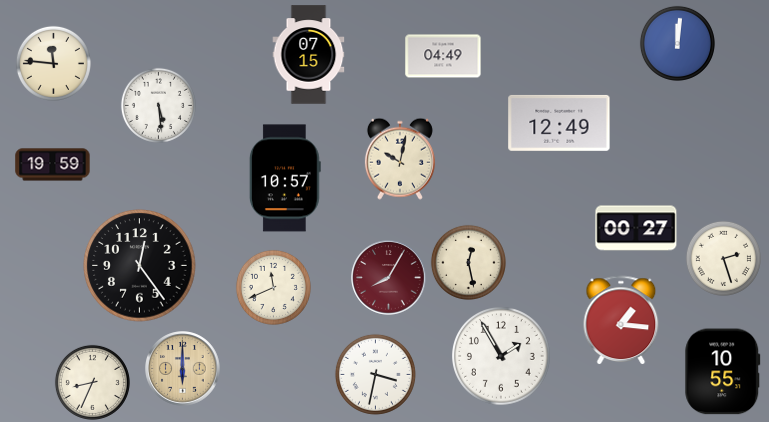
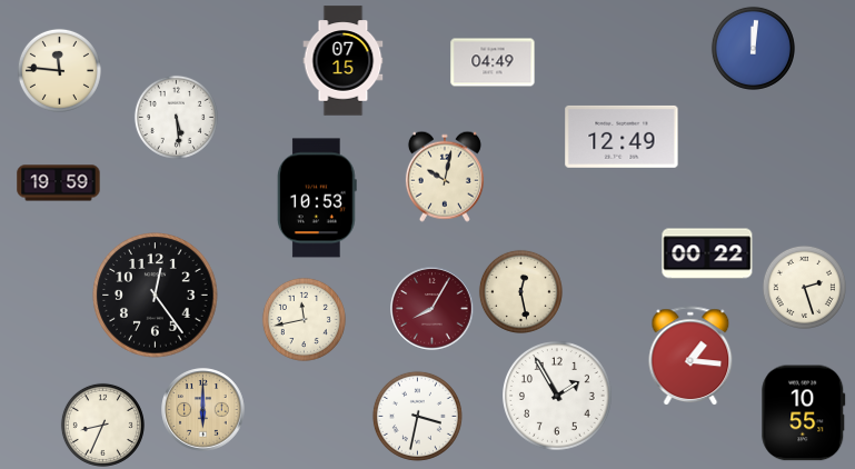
clock at (285, 178): 10:57 -> 10:53
clock at (636, 228): 00:27 -> 00:22
clock at (273, 287): 11:41 -> 11:43
